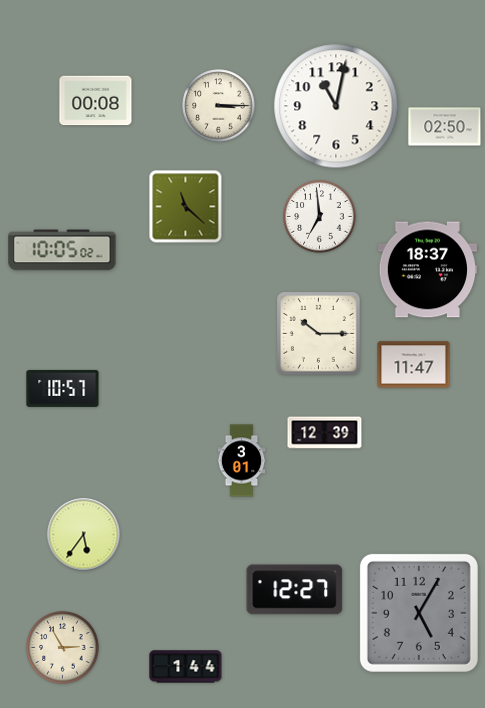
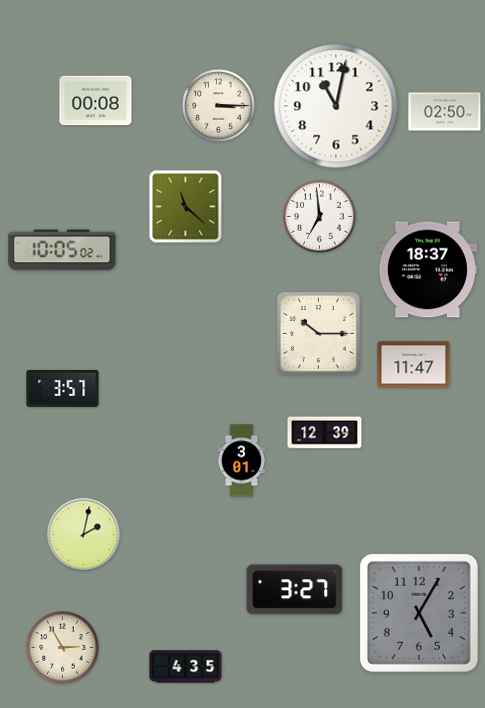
clock at (445, 127) position: (445, 127) -> (445, 112)
clock at (63, 388): 10:57 -> 3:57
clock at (84, 535): 5:36 -> 2:02
clock at (295, 590): 12:27 -> 3:27
clock at (186, 667): 1:44 -> 4:35
